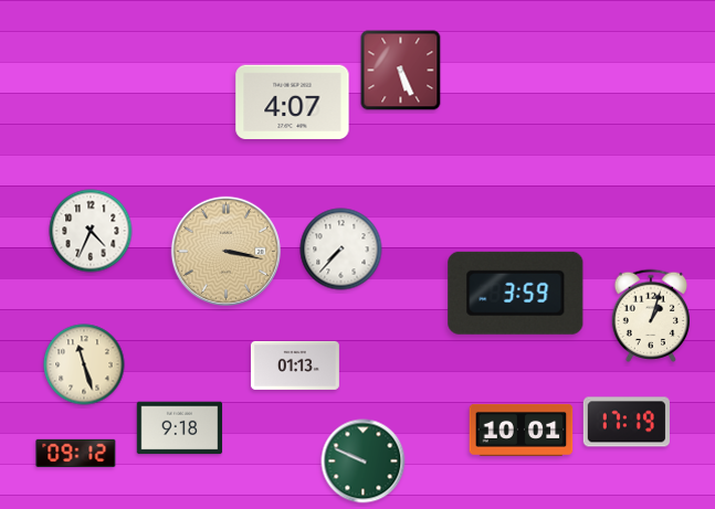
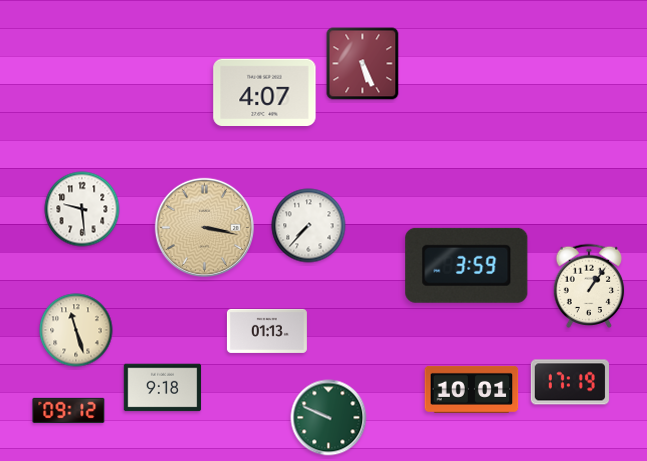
clock at (91, 231): 4:34 -> 9:29
clock at (651, 315): 1:03 -> 1:06
clock at (627, 422) position: (627, 422) -> (570, 382)
